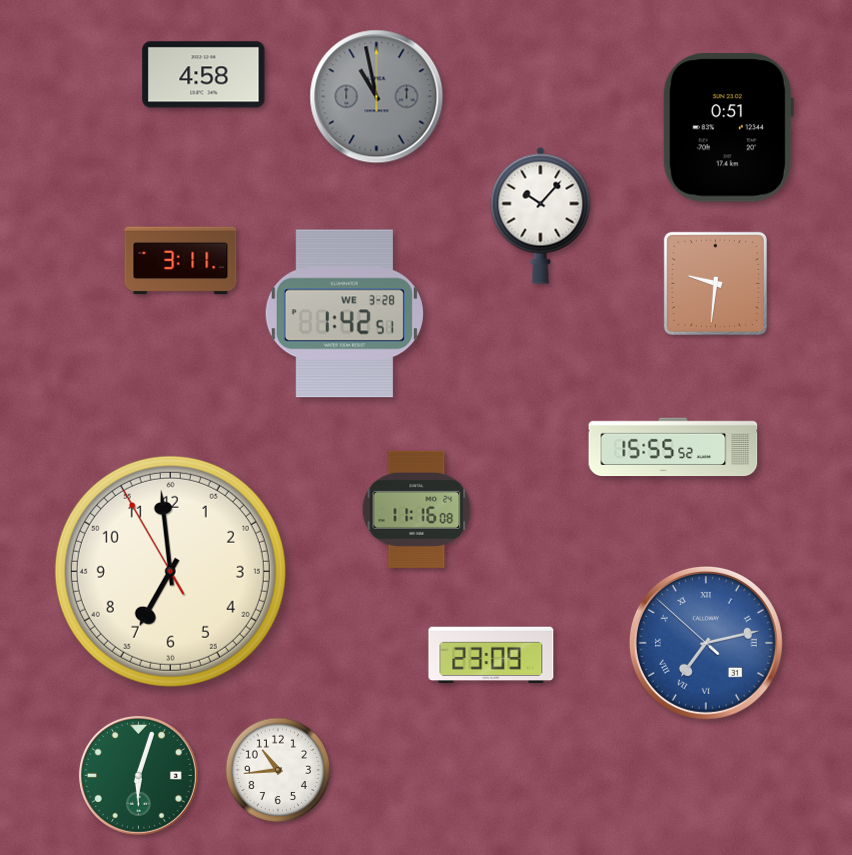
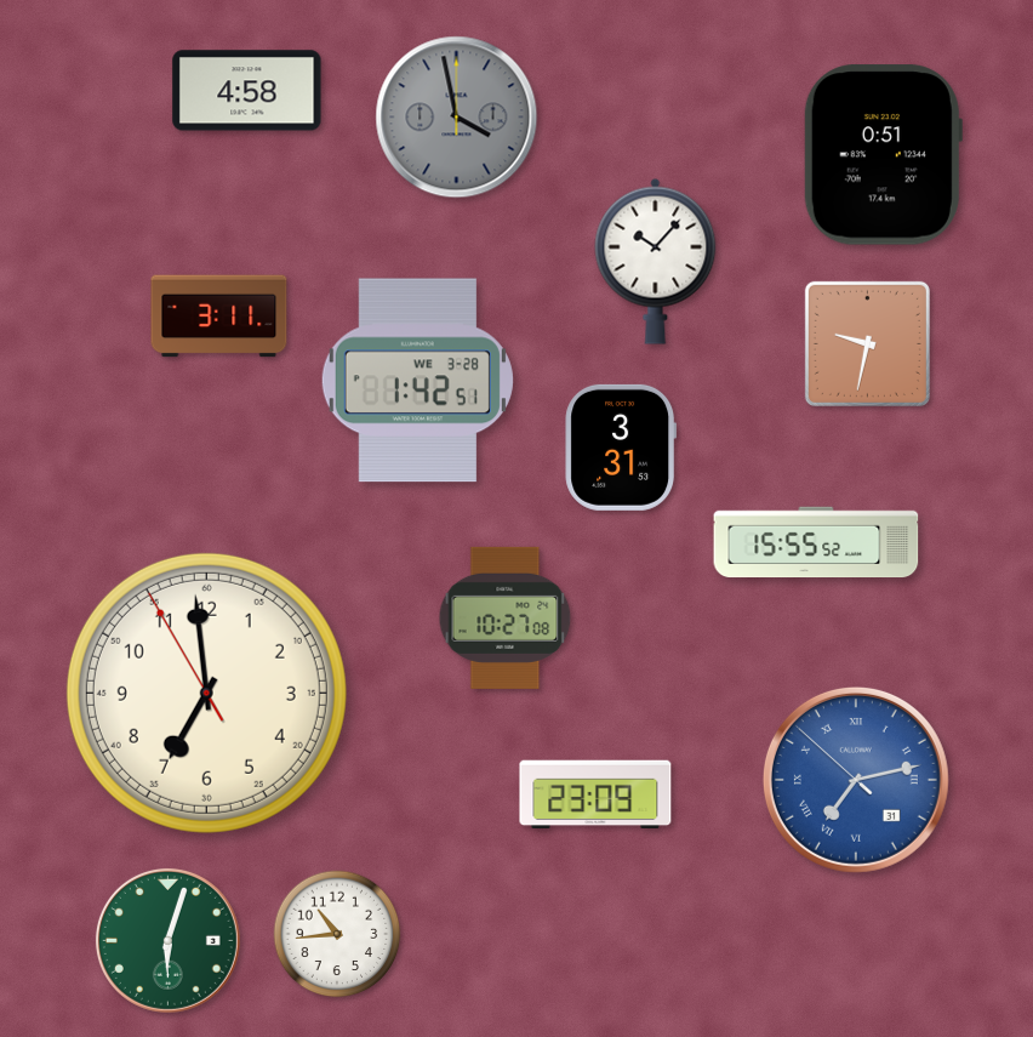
clock at (377, 97): 10:58 -> 3:58
clock at (715, 283): 9:31 -> 9:32
clock at (621, 448): none -> 3:31
clock at (417, 509): 11:16 -> 10:27
